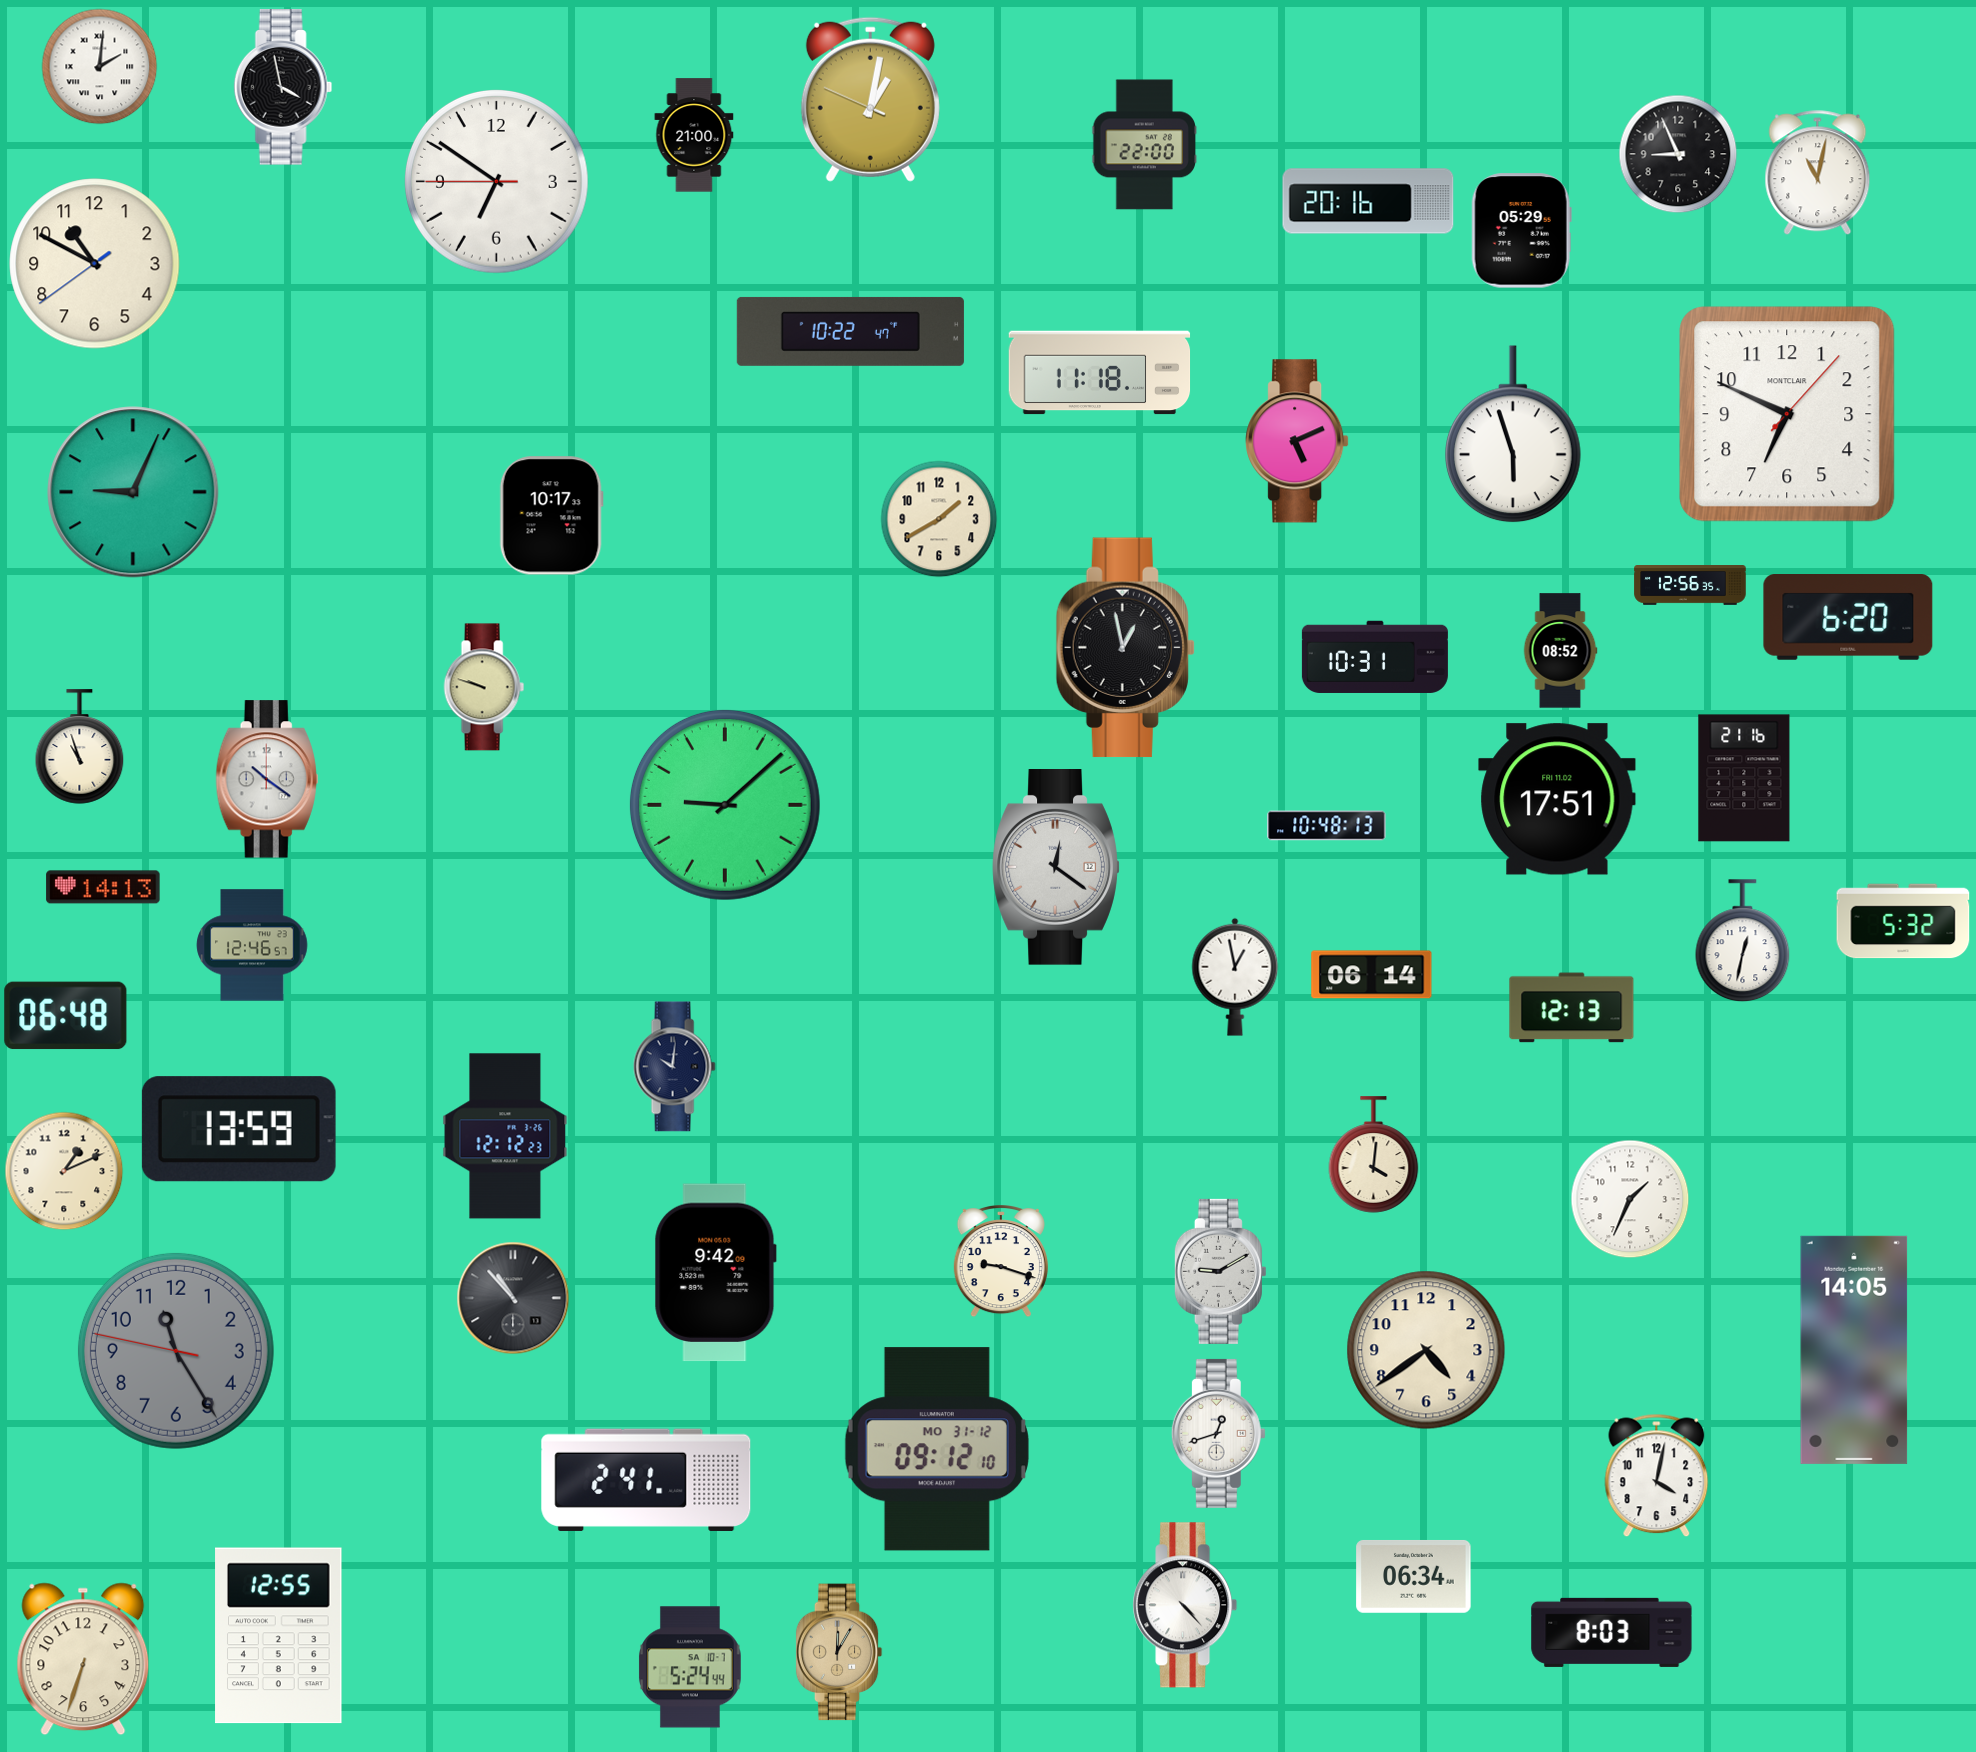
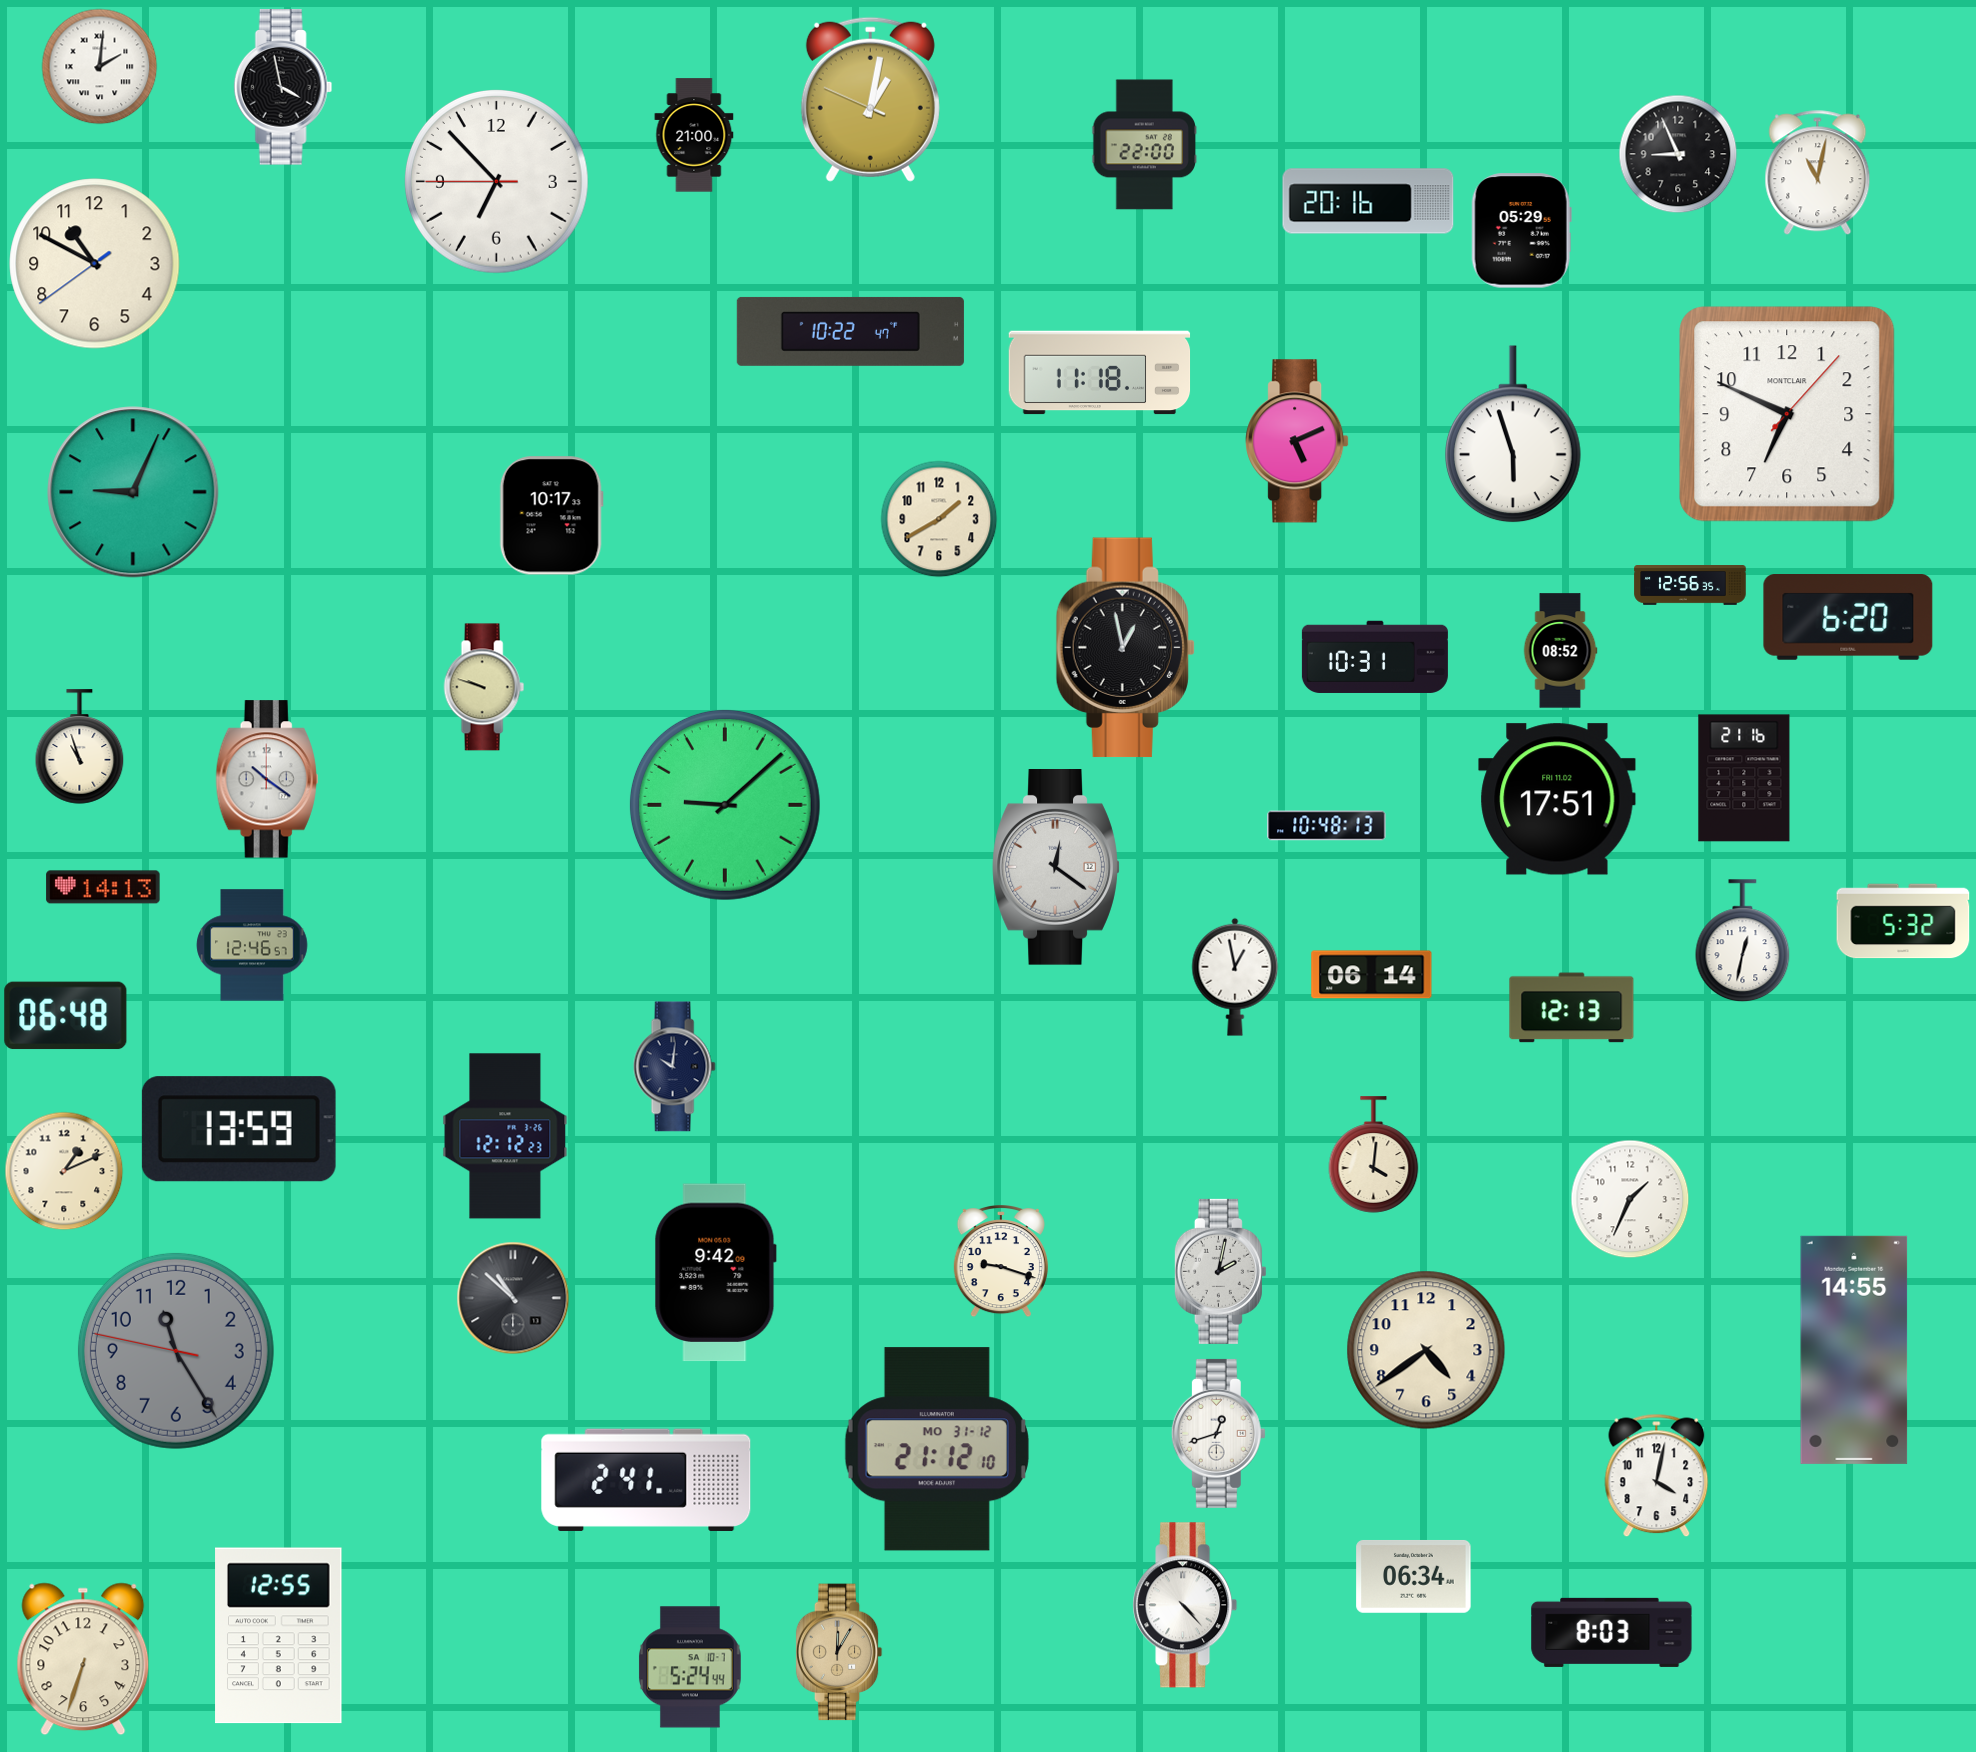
clock at (497, 182): 6:50 -> 6:52
clock at (1220, 1271): 9:10 -> 2:02
clock at (513, 1298): 10:53 -> 10:52
clock at (1854, 1350): 14:05 -> 14:55
clock at (937, 1449): 09:12 -> 21:12
